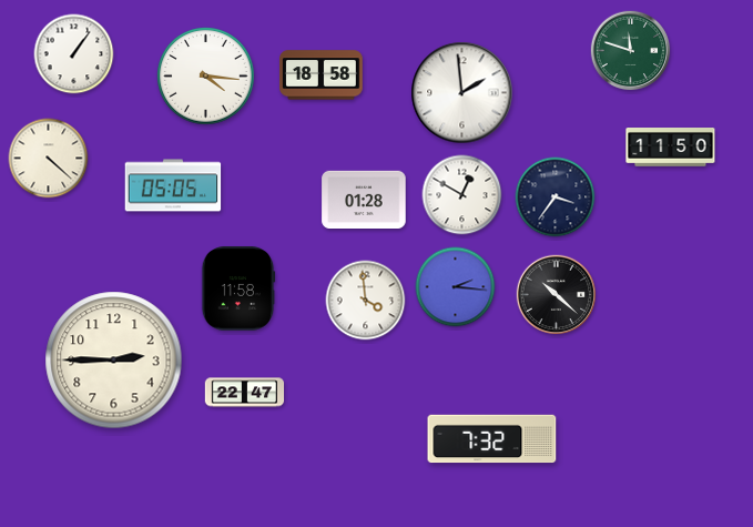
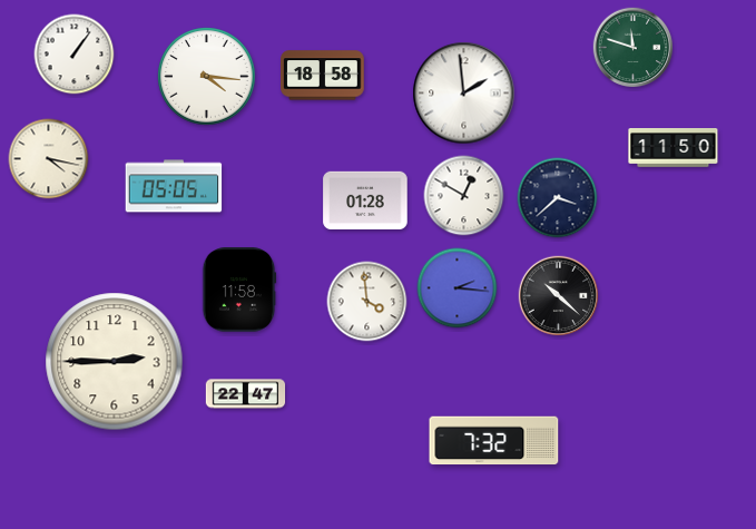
clock at (631, 51) position: (631, 51) -> (634, 48)
clock at (49, 159): 4:22 -> 4:17
clock at (556, 197): 3:36 -> 3:38
